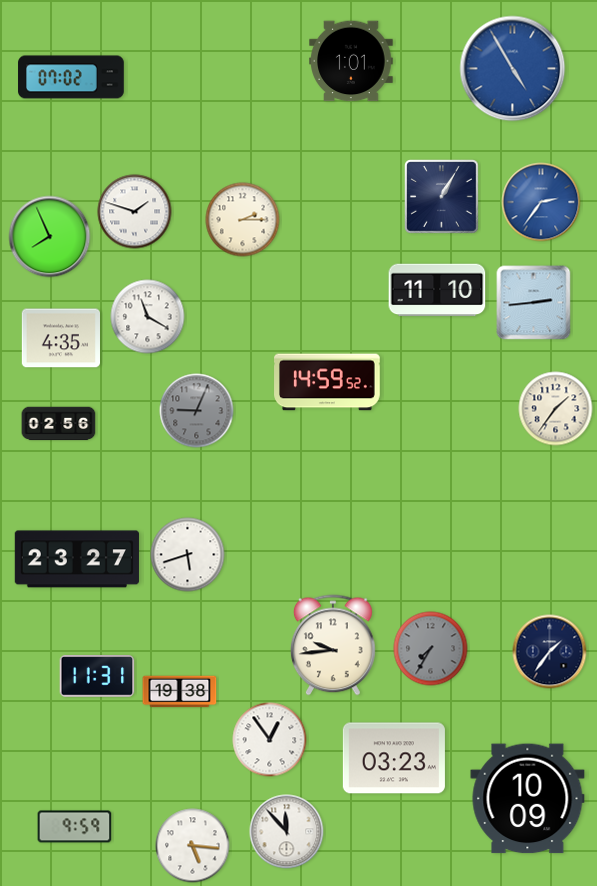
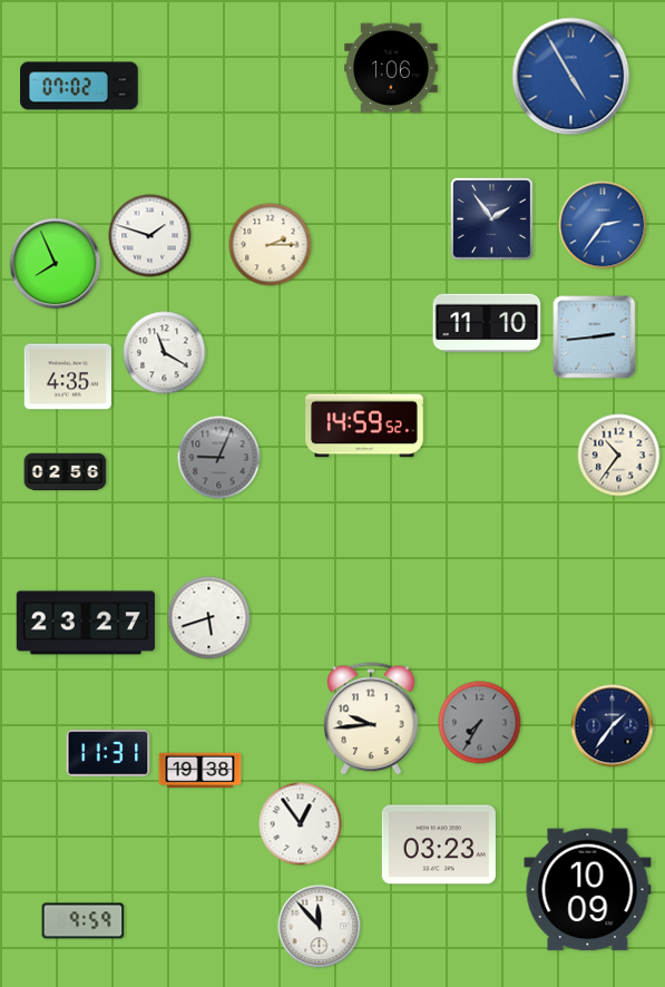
clock at (351, 61): 1:01 -> 1:06
clock at (442, 197): 1:05 -> 1:54
clock at (556, 409): 1:36 -> 10:36
clock at (193, 846): 5:16 -> none
